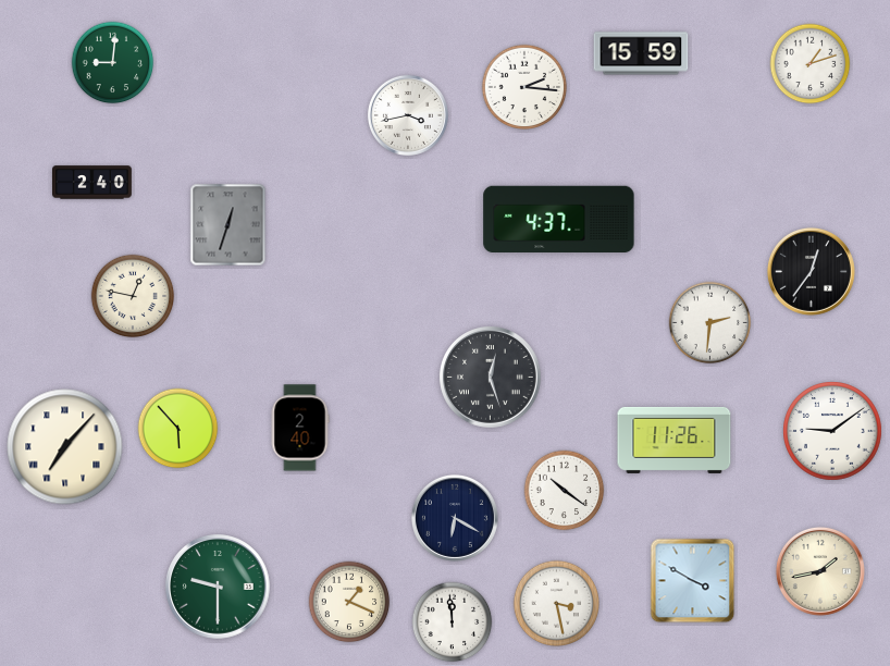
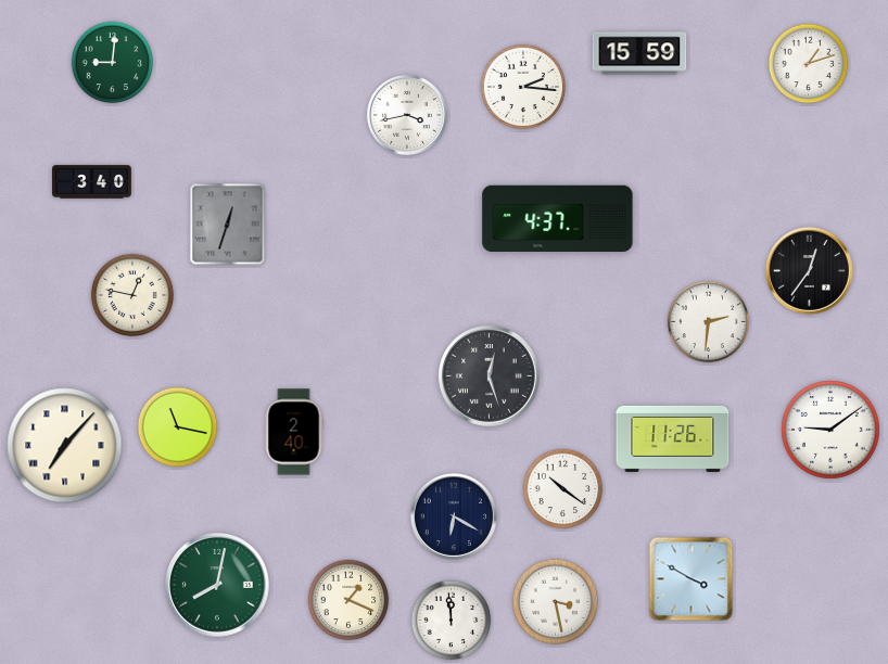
clock at (92, 183): 2:40 -> 3:40
clock at (300, 428) position: (300, 428) -> (294, 432)
clock at (178, 429): 5:53 -> 11:17
clock at (820, 571): 1:43 -> none
clock at (218, 587): 9:30 -> 8:02
